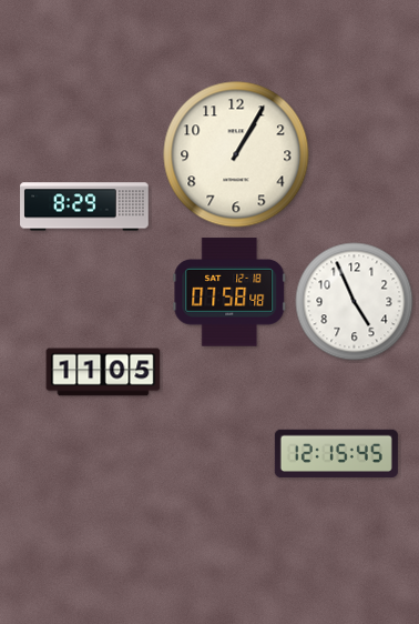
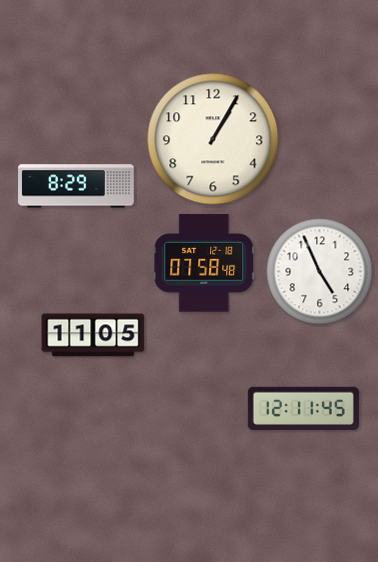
clock at (229, 292) position: (229, 292) -> (204, 263)
clock at (336, 453): 12:15 -> 12:11
